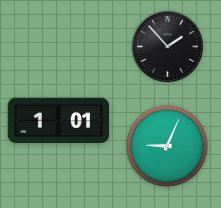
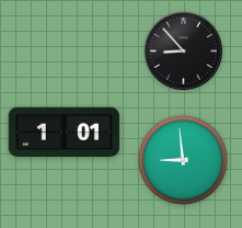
clock at (167, 46): 1:53 -> 8:53
clock at (168, 147): 9:04 -> 8:59
